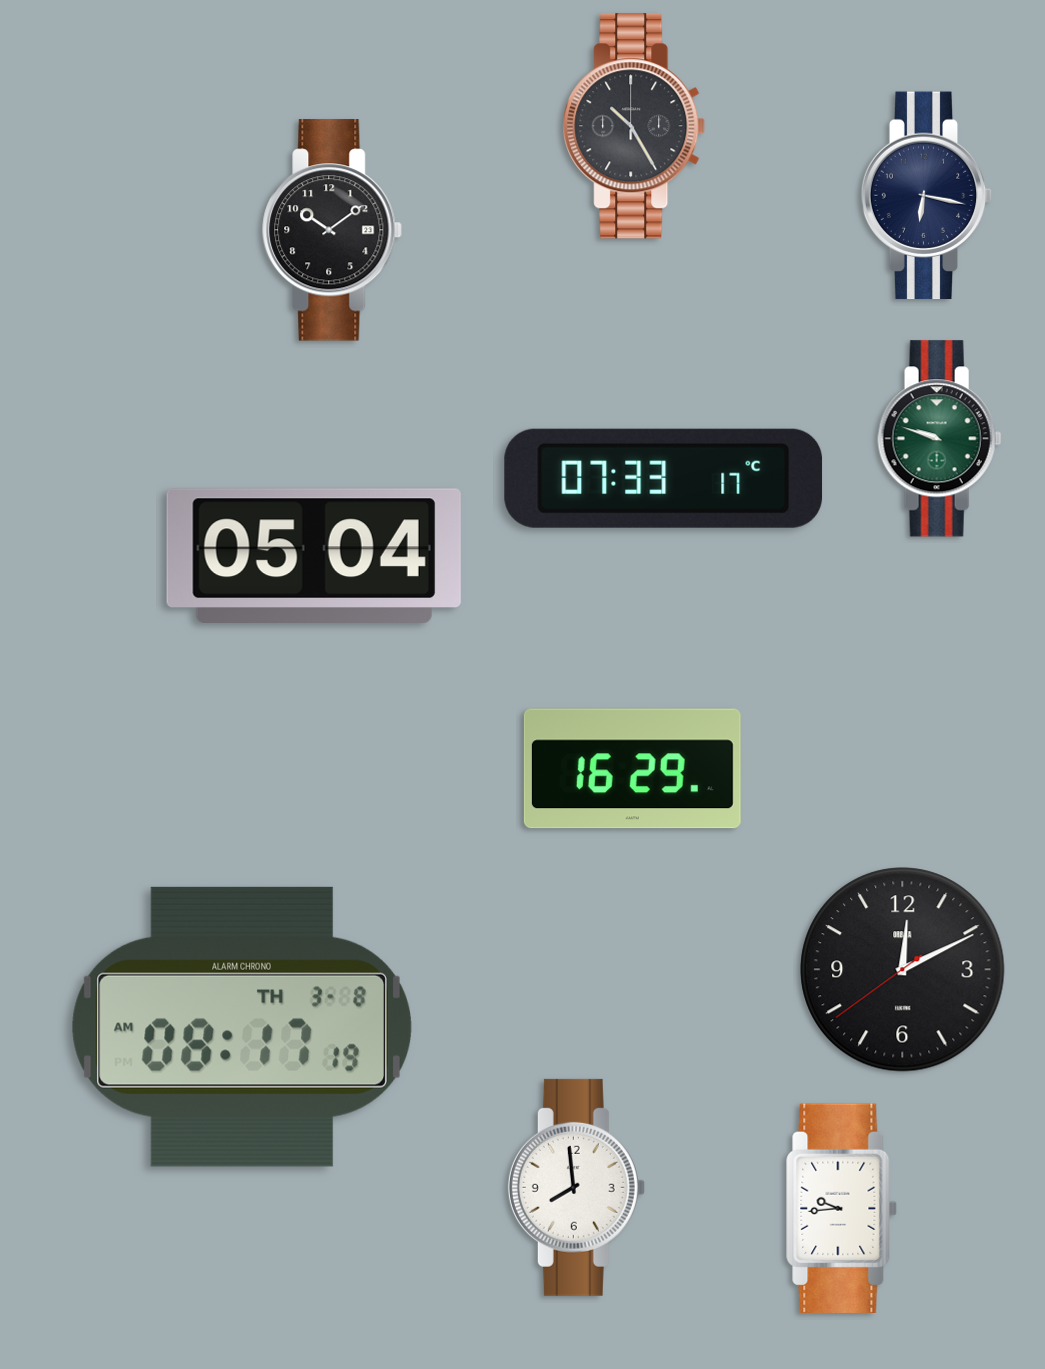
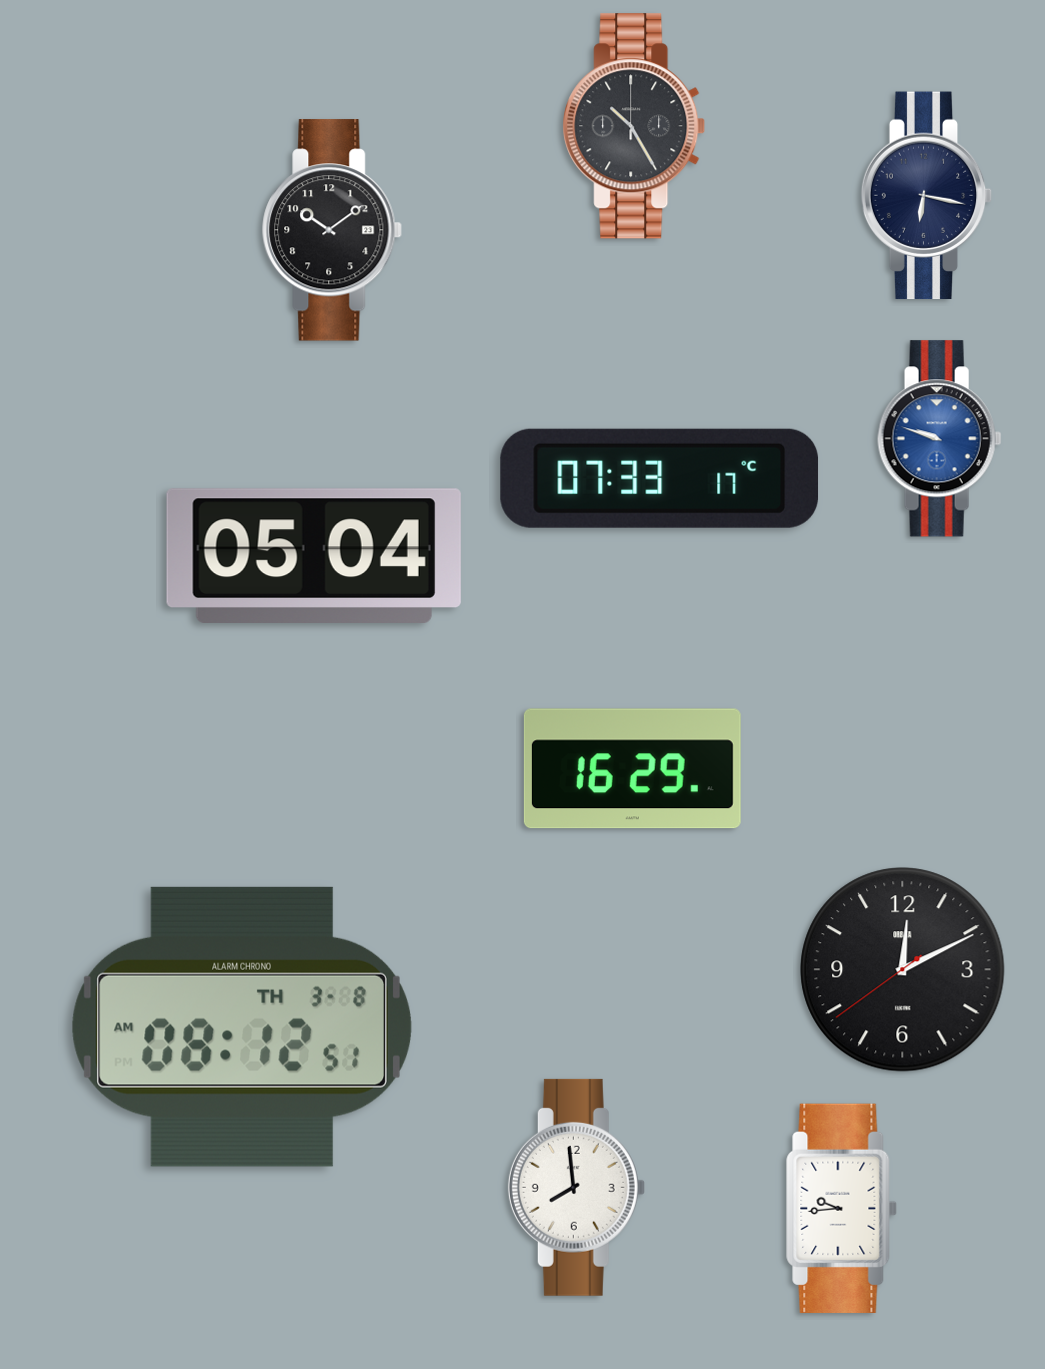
clock at (940, 439) dial: green -> blue
clock at (664, 478) position: (664, 478) -> (660, 478)
clock at (242, 1027): 08:17 -> 08:12
